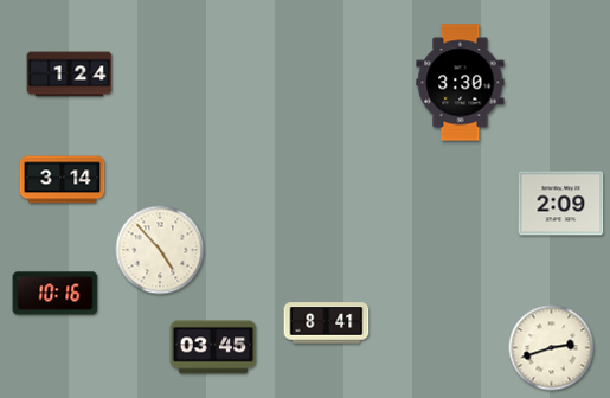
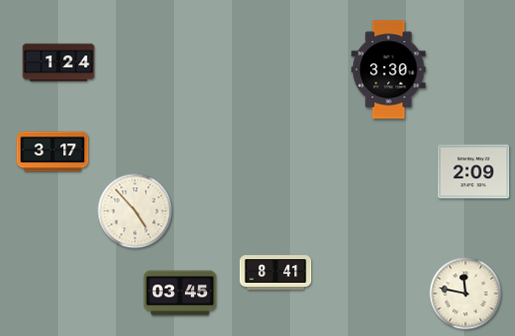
clock at (63, 180): 3:14 -> 3:17
clock at (56, 294): 10:16 -> none
clock at (552, 348): 2:42 -> 11:47
